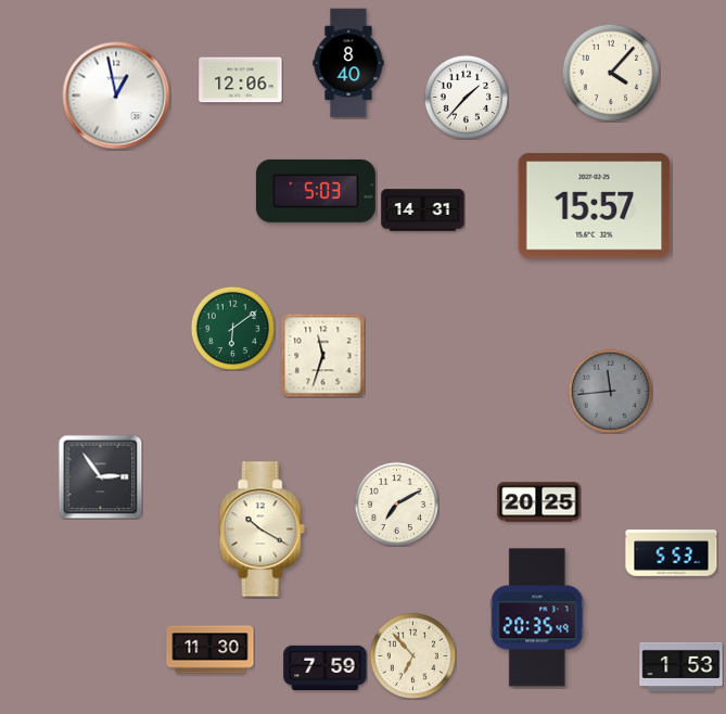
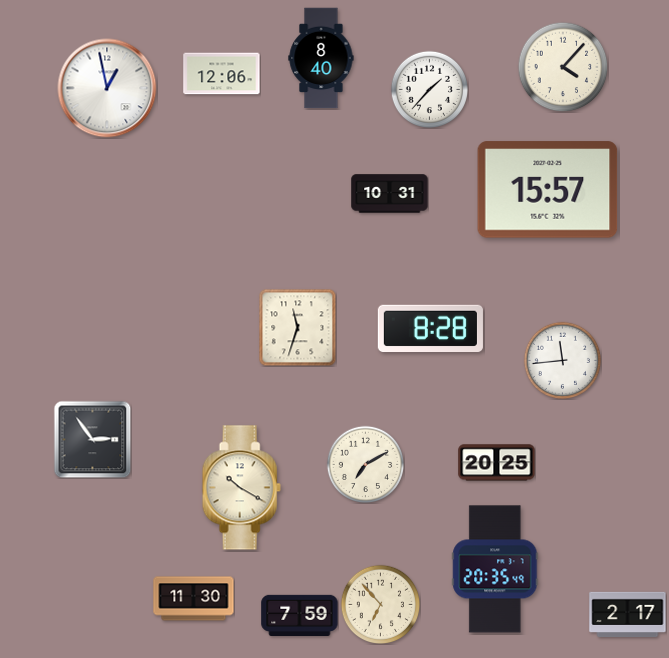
clock at (316, 191): 5:03 -> none
clock at (423, 211): 14:31 -> 10:31
clock at (232, 328): 6:09 -> none
clock at (430, 329): none -> 8:28
clock at (610, 391) dial: grey -> white
clock at (672, 553): 5:53 -> none
clock at (682, 667): 1:53 -> 2:17
